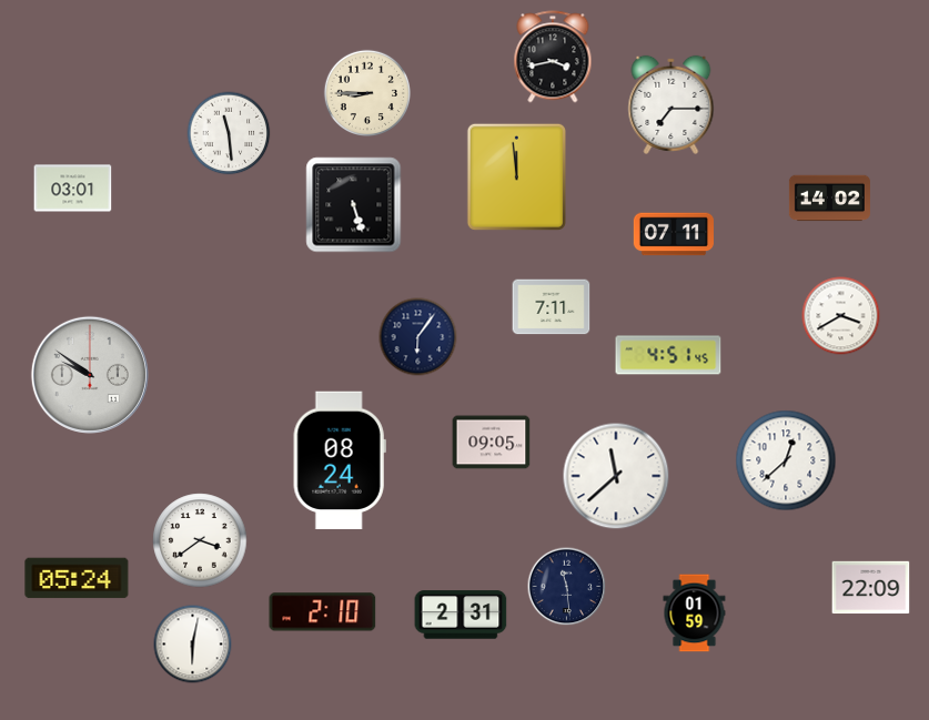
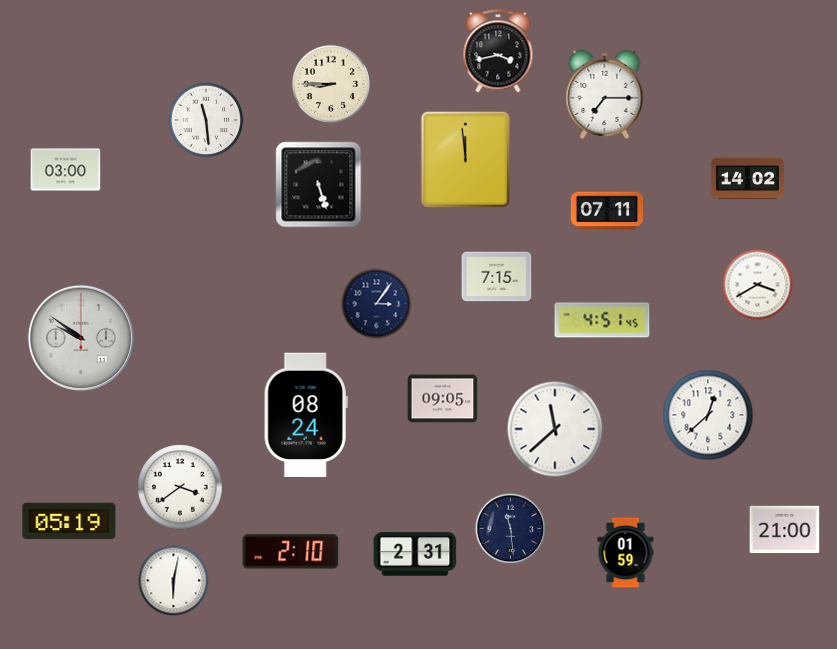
clock at (73, 189): 03:01 -> 03:00
clock at (552, 307): 7:11 -> 7:15
clock at (418, 337): 6:06 -> 3:06
clock at (77, 578): 05:24 -> 05:19
clock at (871, 588): 22:09 -> 21:00
